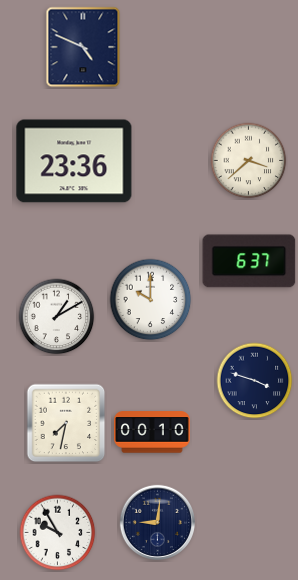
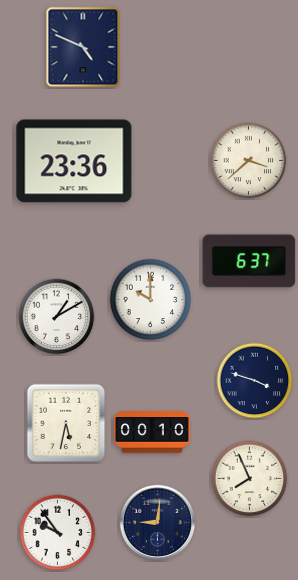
clock at (66, 423): 7:32 -> 5:32
clock at (250, 479): none -> 7:56
clock at (58, 533): 9:55 -> 9:54
